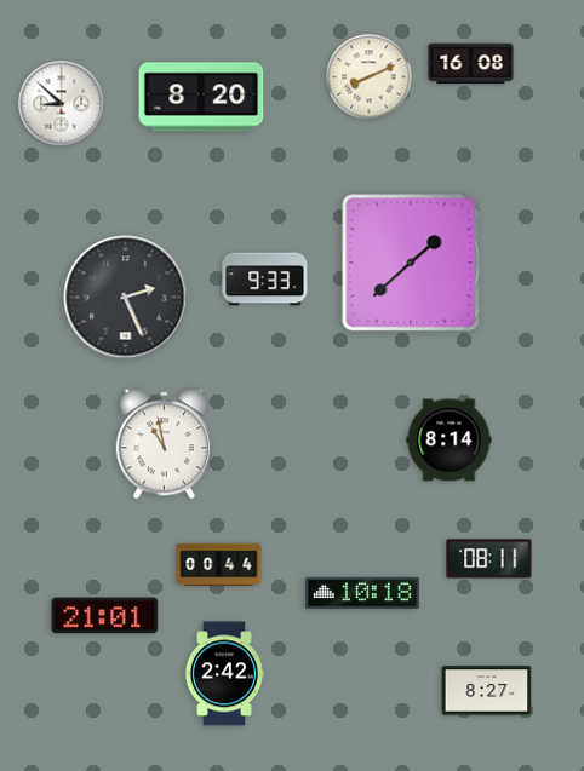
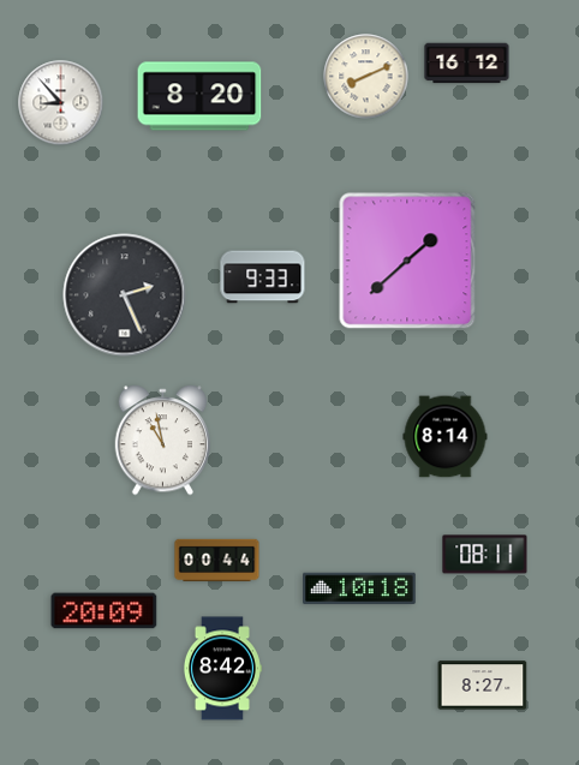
clock at (471, 64): 16:08 -> 16:12
clock at (62, 104): 8:52 -> 8:53
clock at (105, 616): 21:01 -> 20:09
clock at (224, 674): 2:42 -> 8:42
